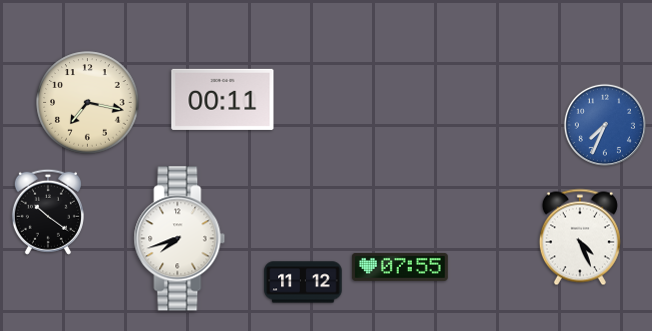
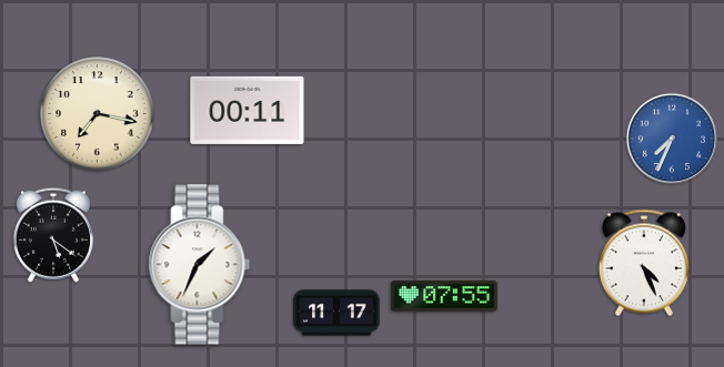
clock at (48, 212): 10:21 -> 5:21
clock at (180, 239): 7:42 -> 1:34
clock at (303, 282): 11:12 -> 11:17
